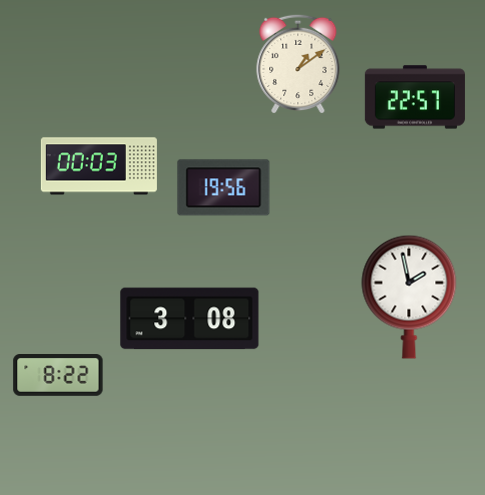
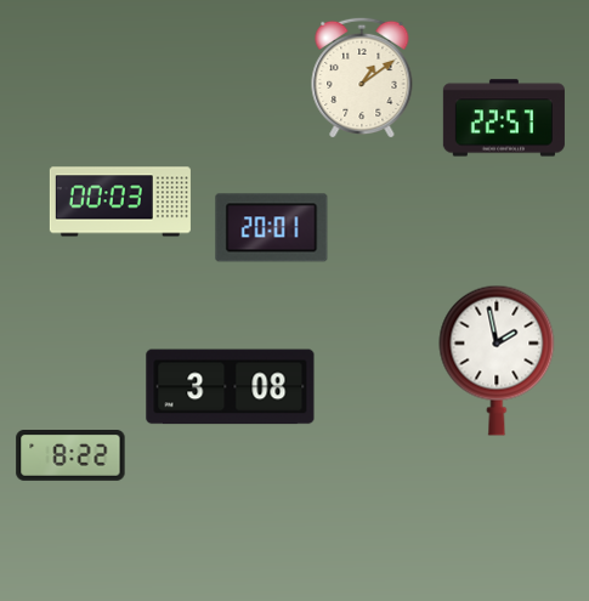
clock at (224, 188): 19:56 -> 20:01
